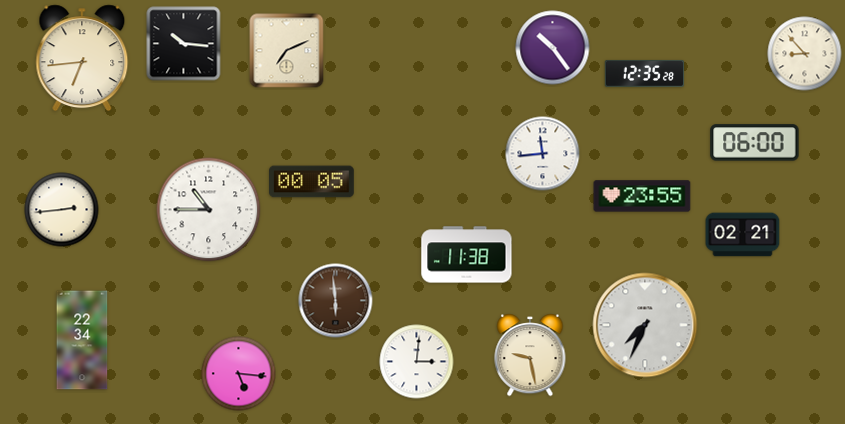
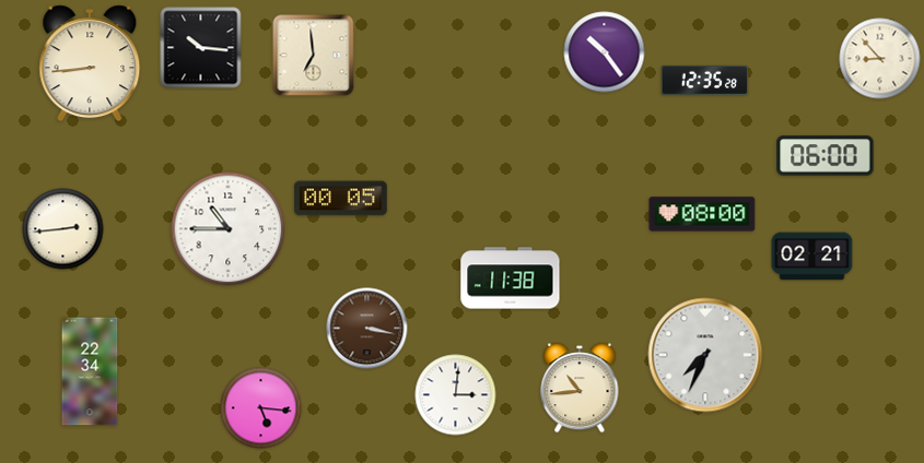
clock at (287, 51): 7:11 -> 6:59
clock at (82, 58): 6:44 -> 8:44
clock at (543, 154): 11:44 -> none
clock at (642, 196): 23:55 -> 08:00
clock at (62, 210) position: (62, 210) -> (63, 229)
clock at (336, 301): 5:59 -> 3:17
clock at (530, 356): 9:28 -> 10:44
